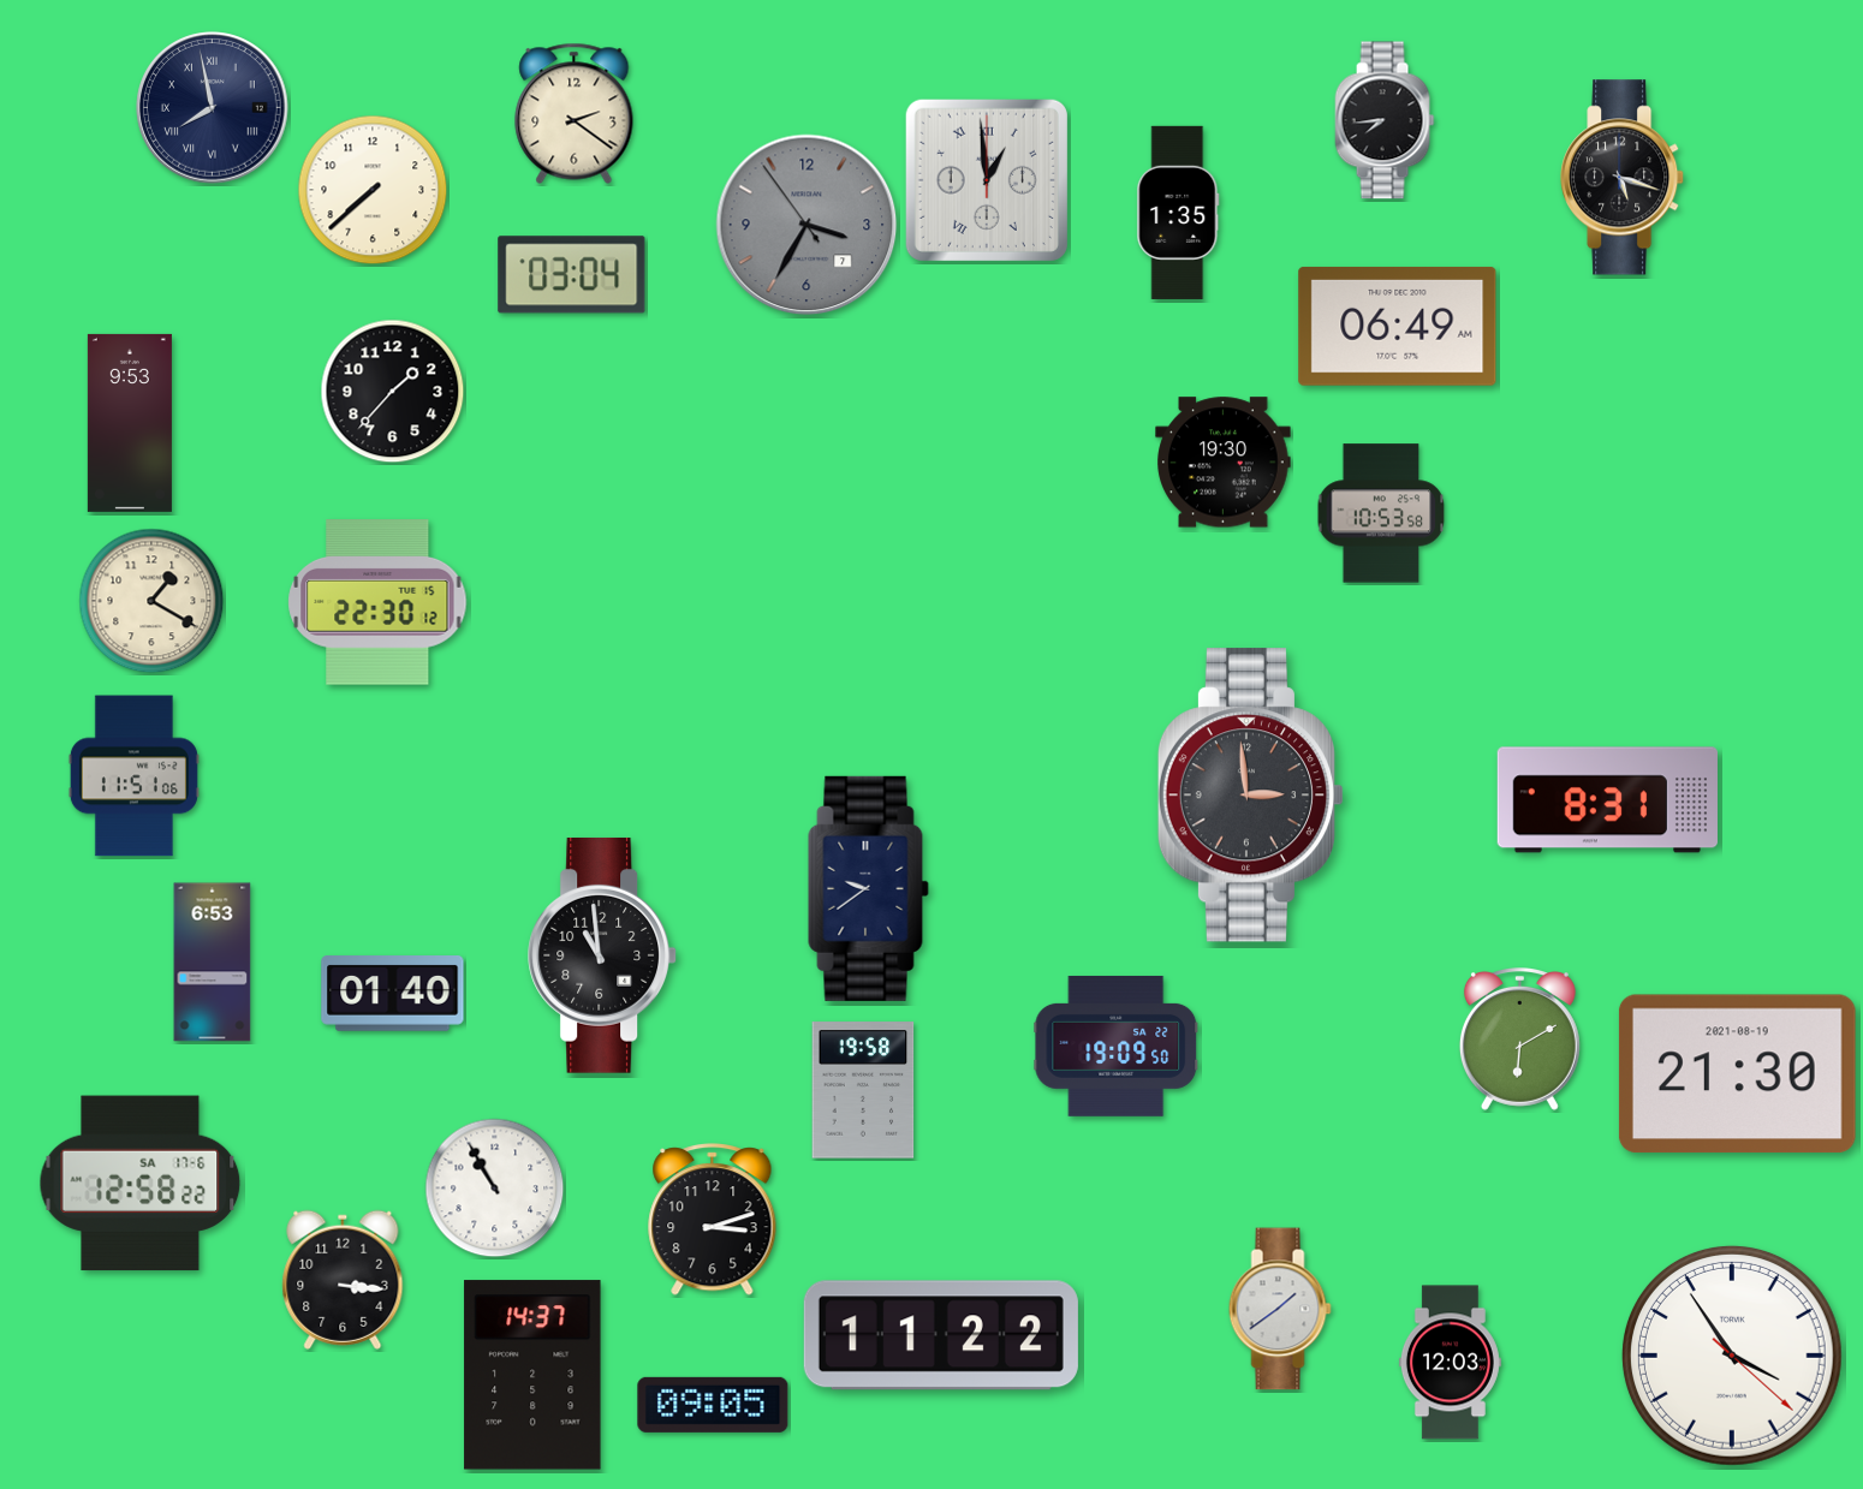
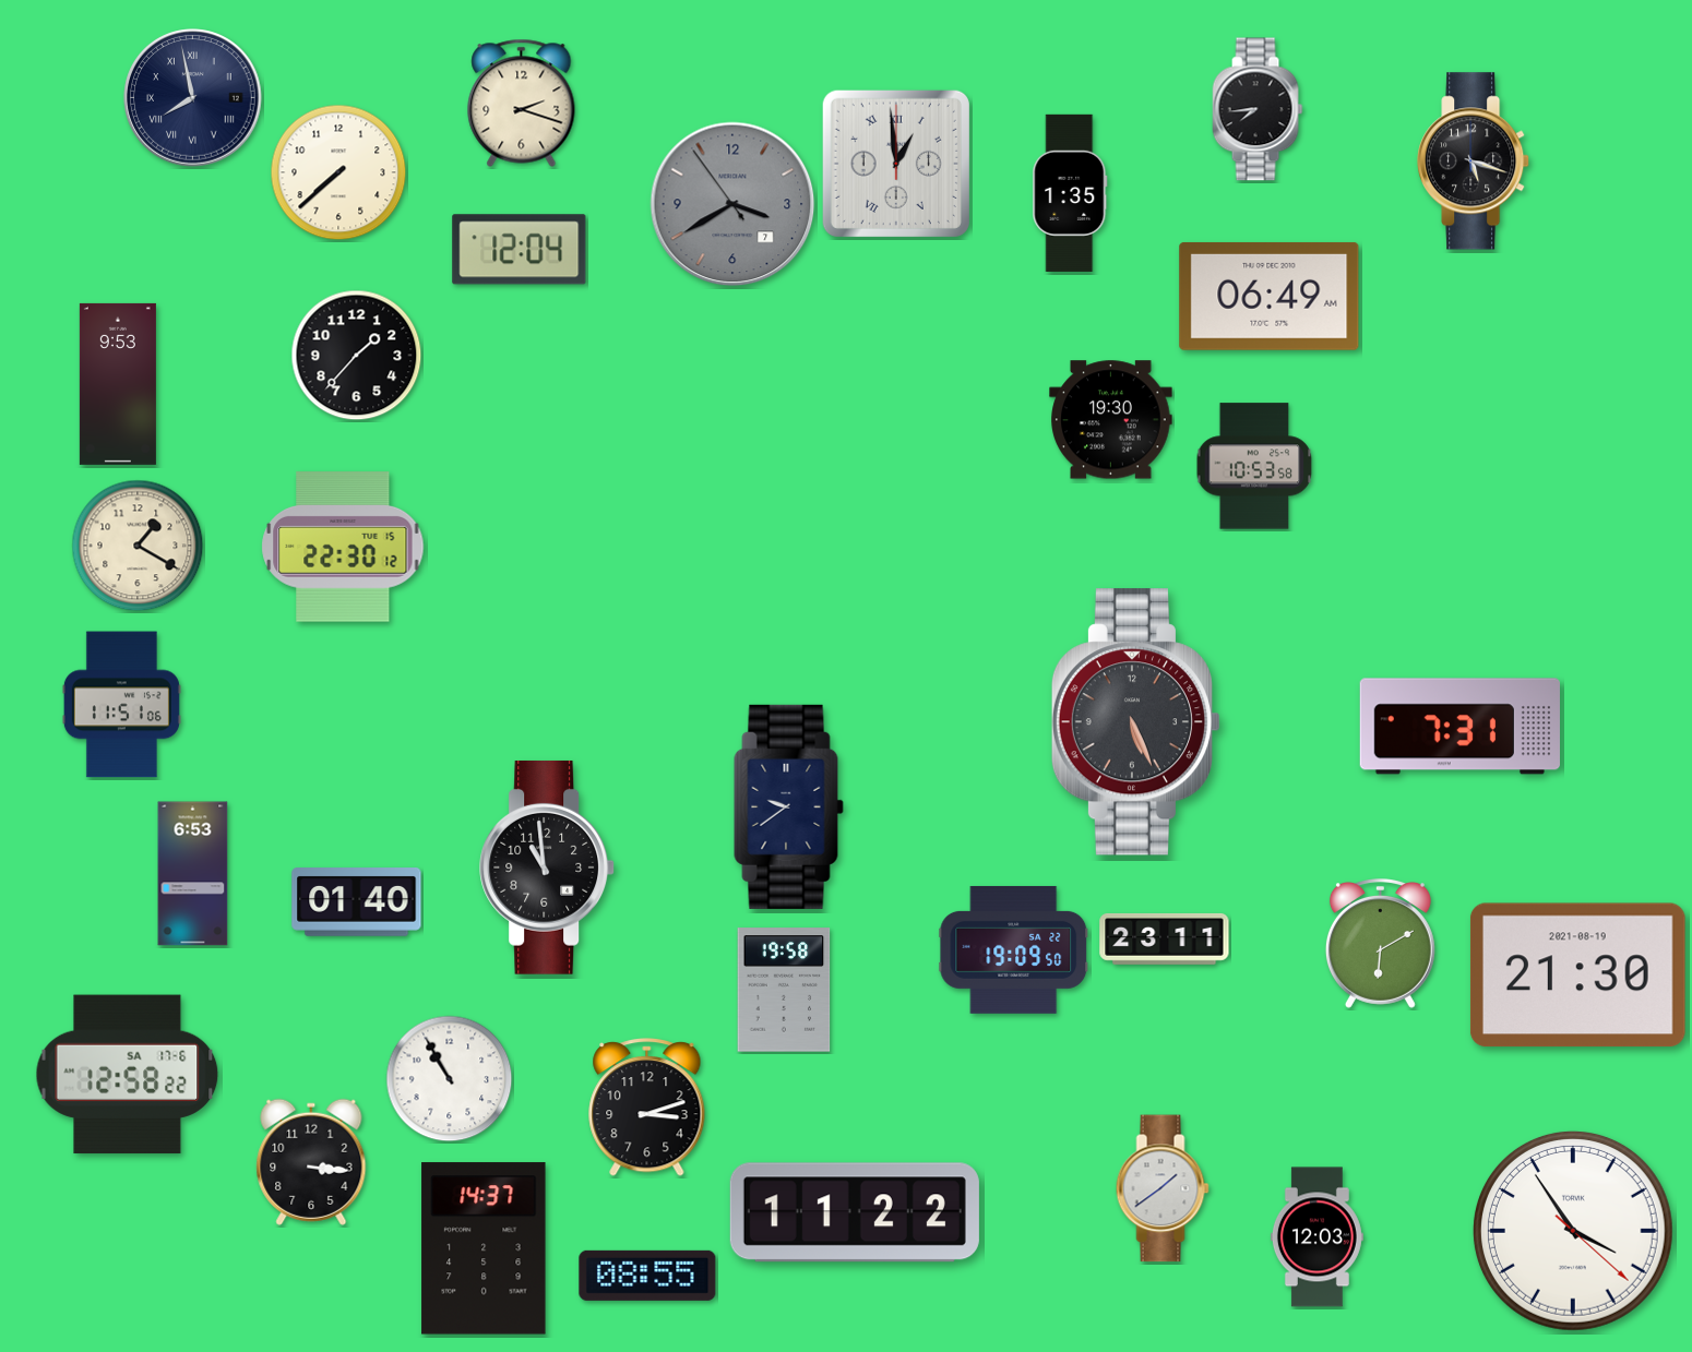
clock at (575, 113): 2:21 -> 2:18
clock at (806, 225): 3:34 -> 3:39
clock at (572, 275): 03:04 -> 12:04
clock at (1251, 796): 2:59 -> 5:26
clock at (1607, 800): 8:31 -> 7:31
clock at (1165, 938): none -> 23:11
clock at (713, 1405): 09:05 -> 08:55
